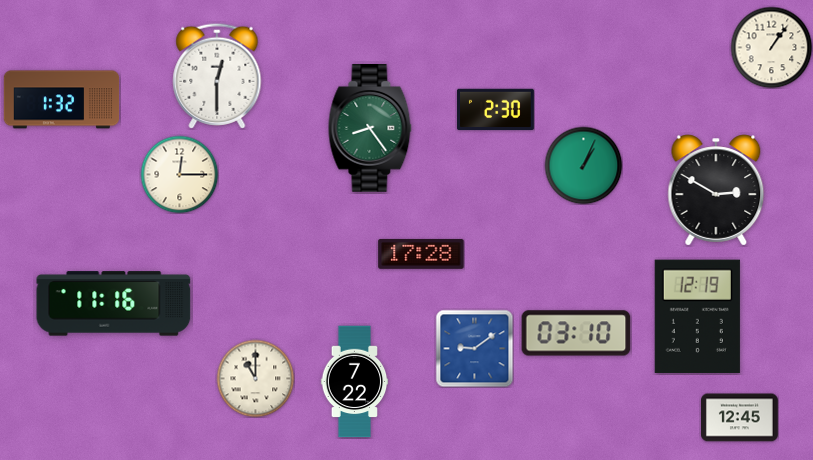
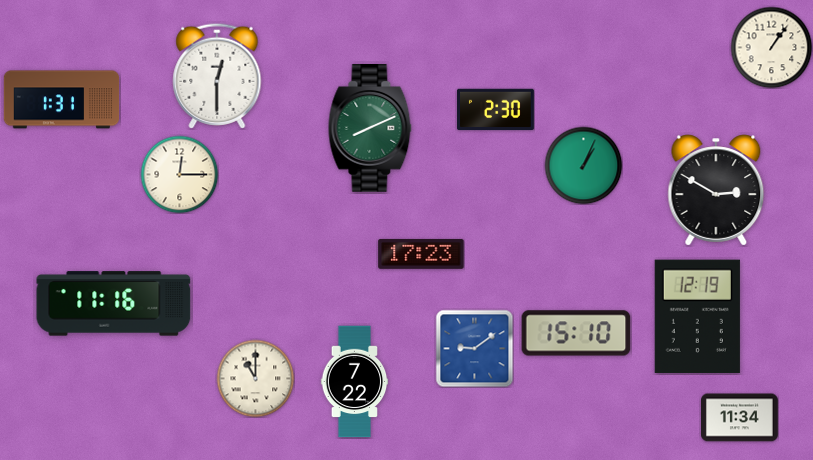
clock at (62, 100): 1:32 -> 1:31
clock at (370, 129): 8:24 -> 8:11
clock at (421, 254): 17:28 -> 17:23
clock at (576, 333): 03:10 -> 15:10
clock at (740, 418): 12:45 -> 11:34
